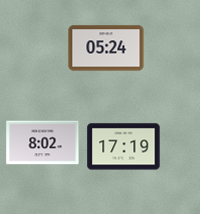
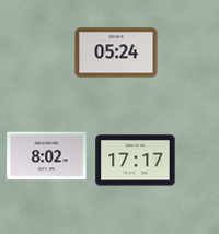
clock at (124, 147): 17:19 -> 17:17
